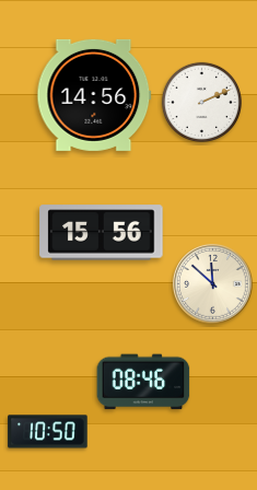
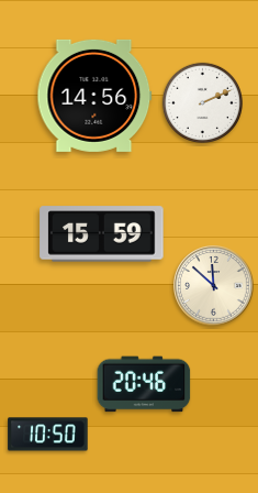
clock at (102, 233): 15:56 -> 15:59
clock at (143, 382): 08:46 -> 20:46
